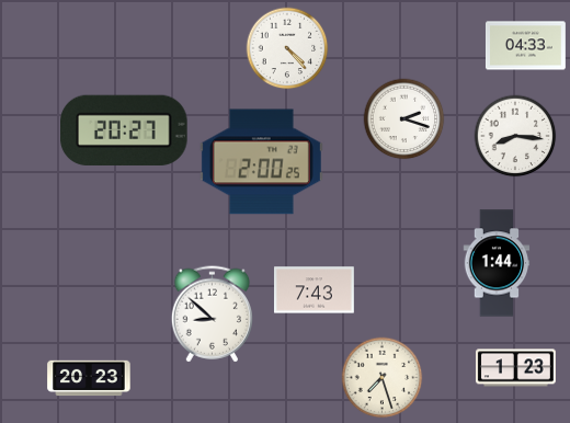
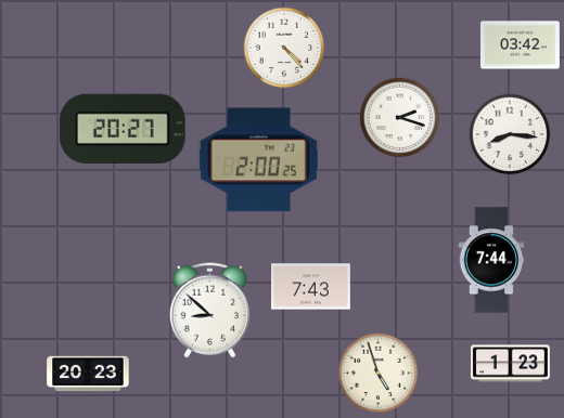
clock at (526, 46): 04:33 -> 03:42
clock at (497, 263): 1:44 -> 7:44
clock at (383, 378): 7:27 -> 4:57
